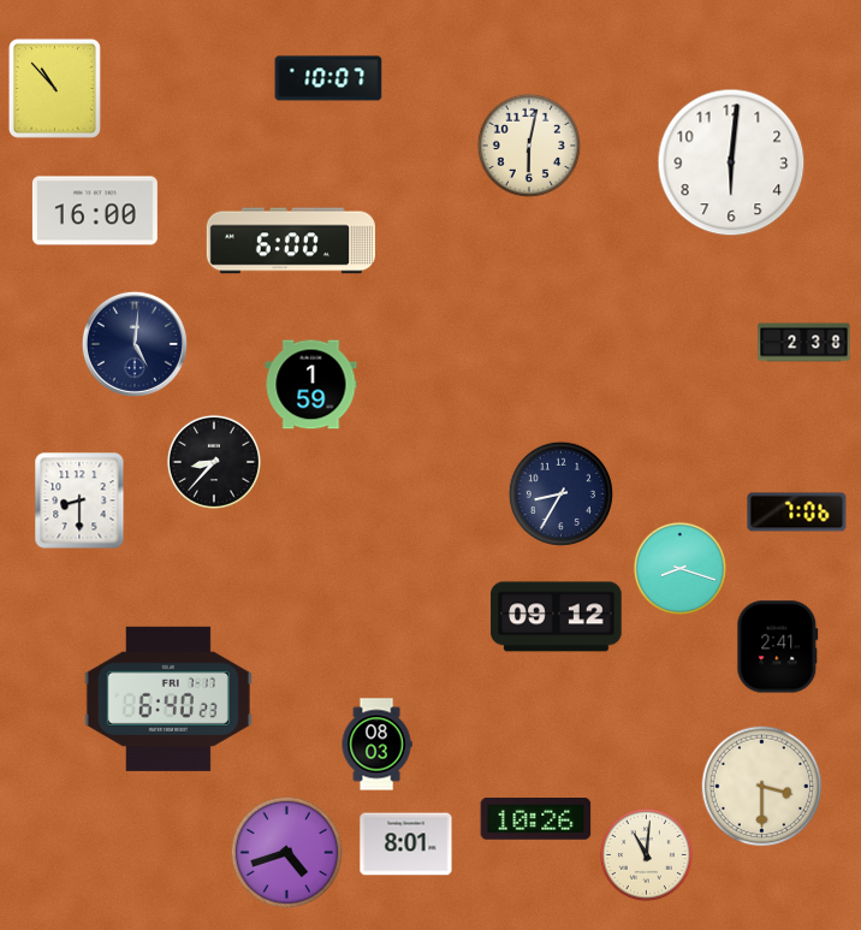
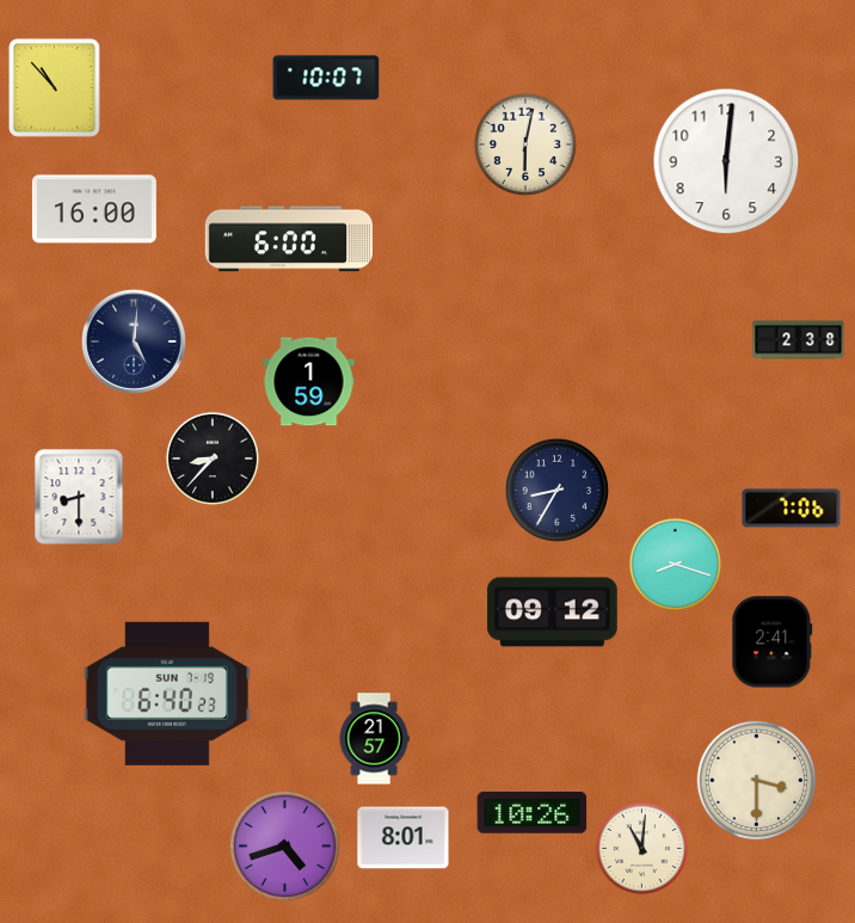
clock at (168, 699) date: FRI 7-17 -> SUN 7-19
clock at (376, 745): 08:03 -> 21:57
